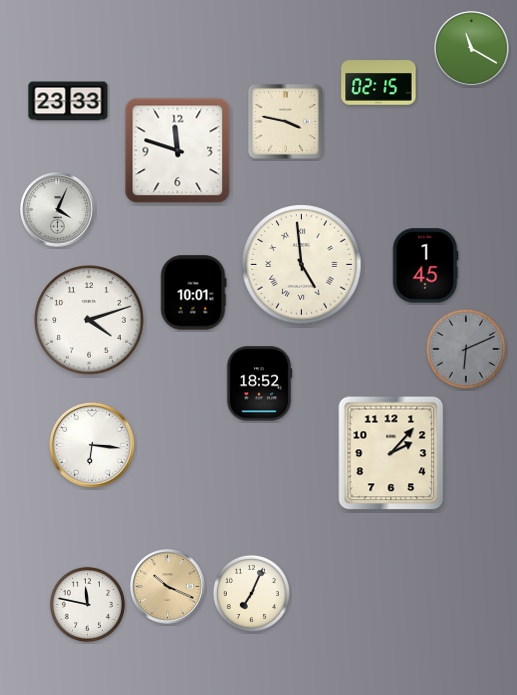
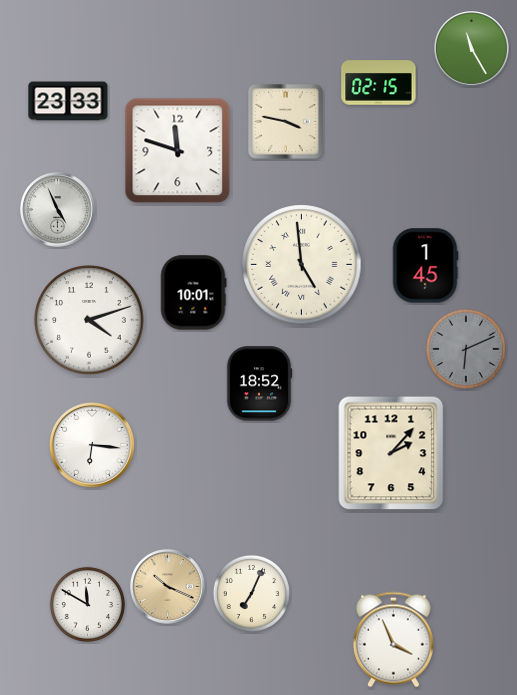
clock at (472, 49): 11:20 -> 11:25
clock at (58, 210): 4:04 -> 4:56
clock at (87, 604): 11:47 -> 11:50
clock at (393, 640): none -> 3:56
